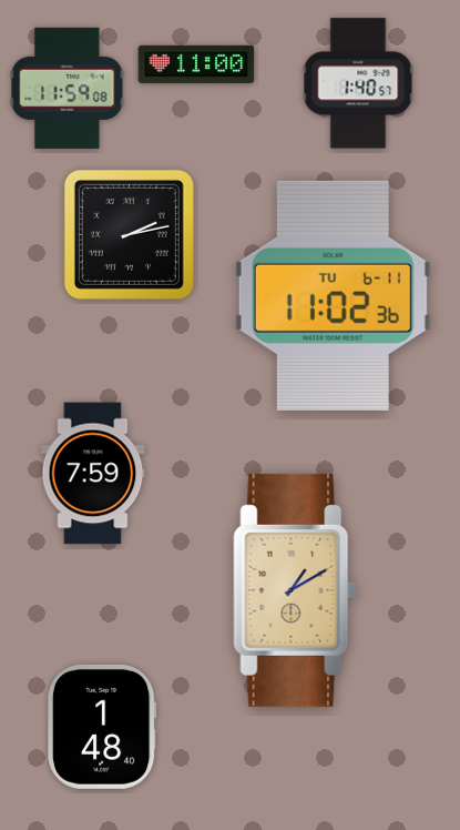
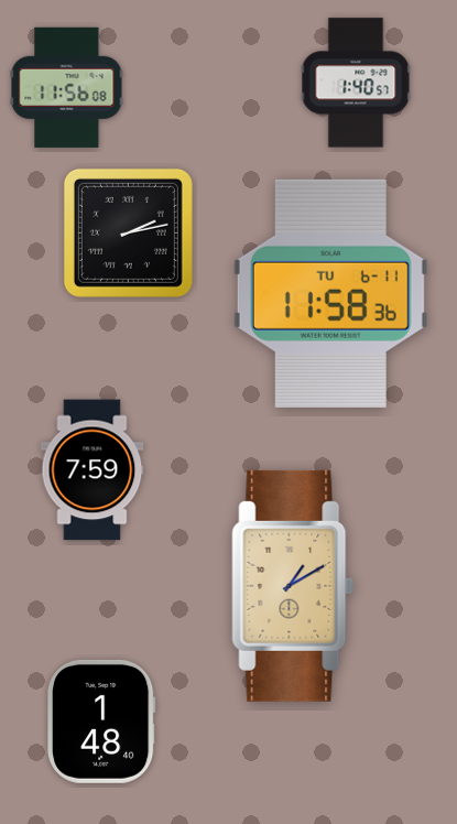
clock at (196, 64): 11:00 -> none
clock at (68, 88): 11:59 -> 11:56
clock at (333, 295): 11:02 -> 11:58
